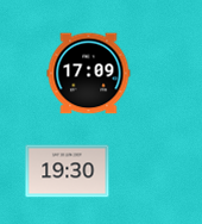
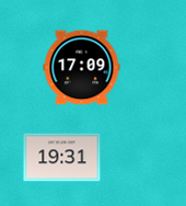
clock at (68, 172): 19:30 -> 19:31
